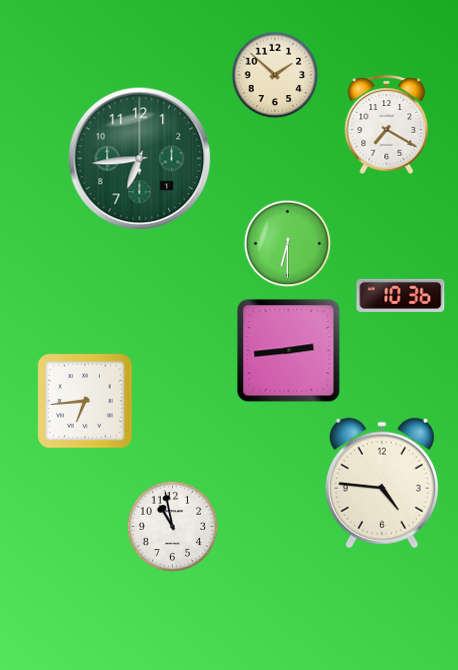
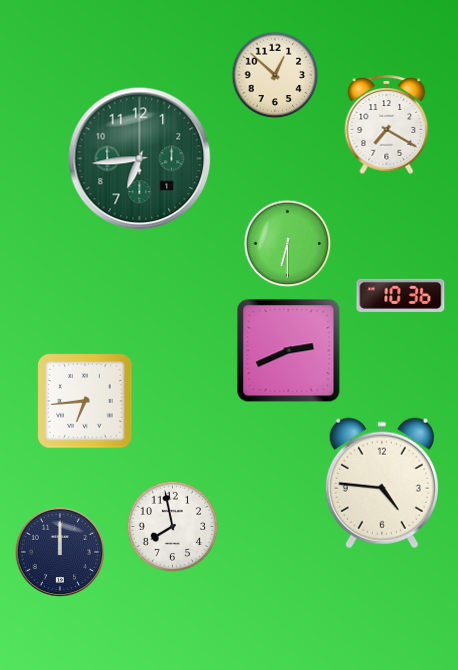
clock at (275, 75): 1:52 -> 12:52
clock at (289, 351): 2:44 -> 2:41
clock at (172, 526): 10:58 -> 7:58
clock at (59, 551): none -> 12:00
